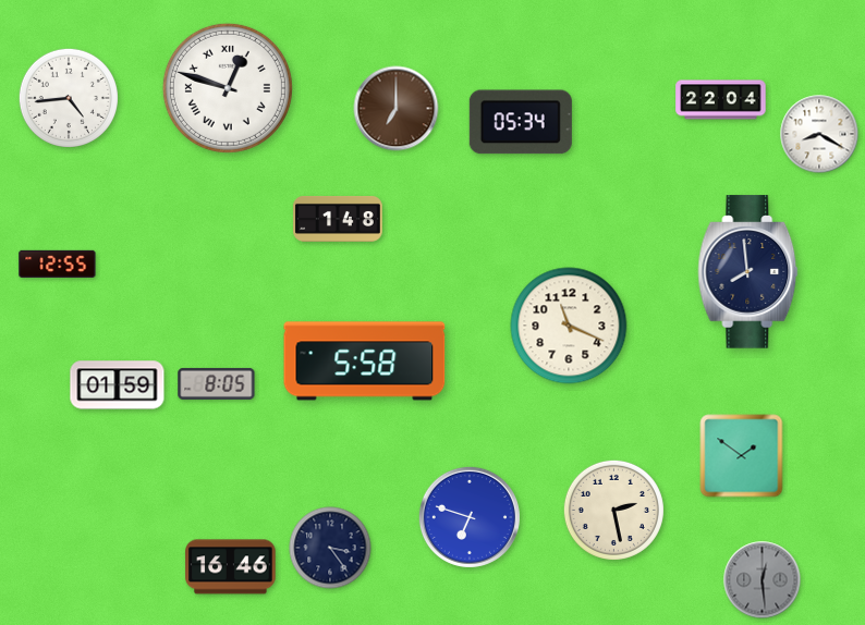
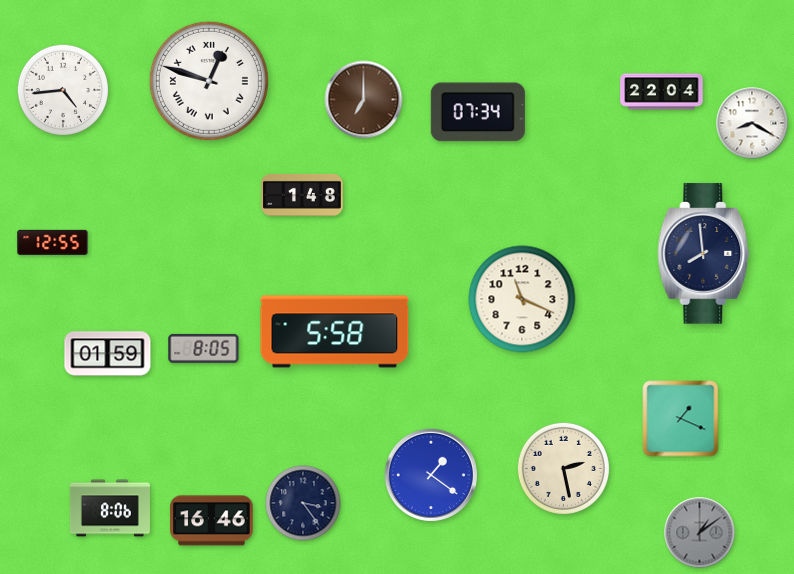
clock at (521, 122): 05:34 -> 07:34
clock at (338, 219) position: (338, 219) -> (302, 195)
clock at (748, 272) position: (748, 272) -> (704, 254)
clock at (217, 383) position: (217, 383) -> (204, 348)
clock at (742, 456): 1:51 -> 1:19
clock at (470, 517): 6:48 -> 1:21
clock at (110, 508): none -> 8:06
clock at (763, 580): 12:29 -> 1:09
